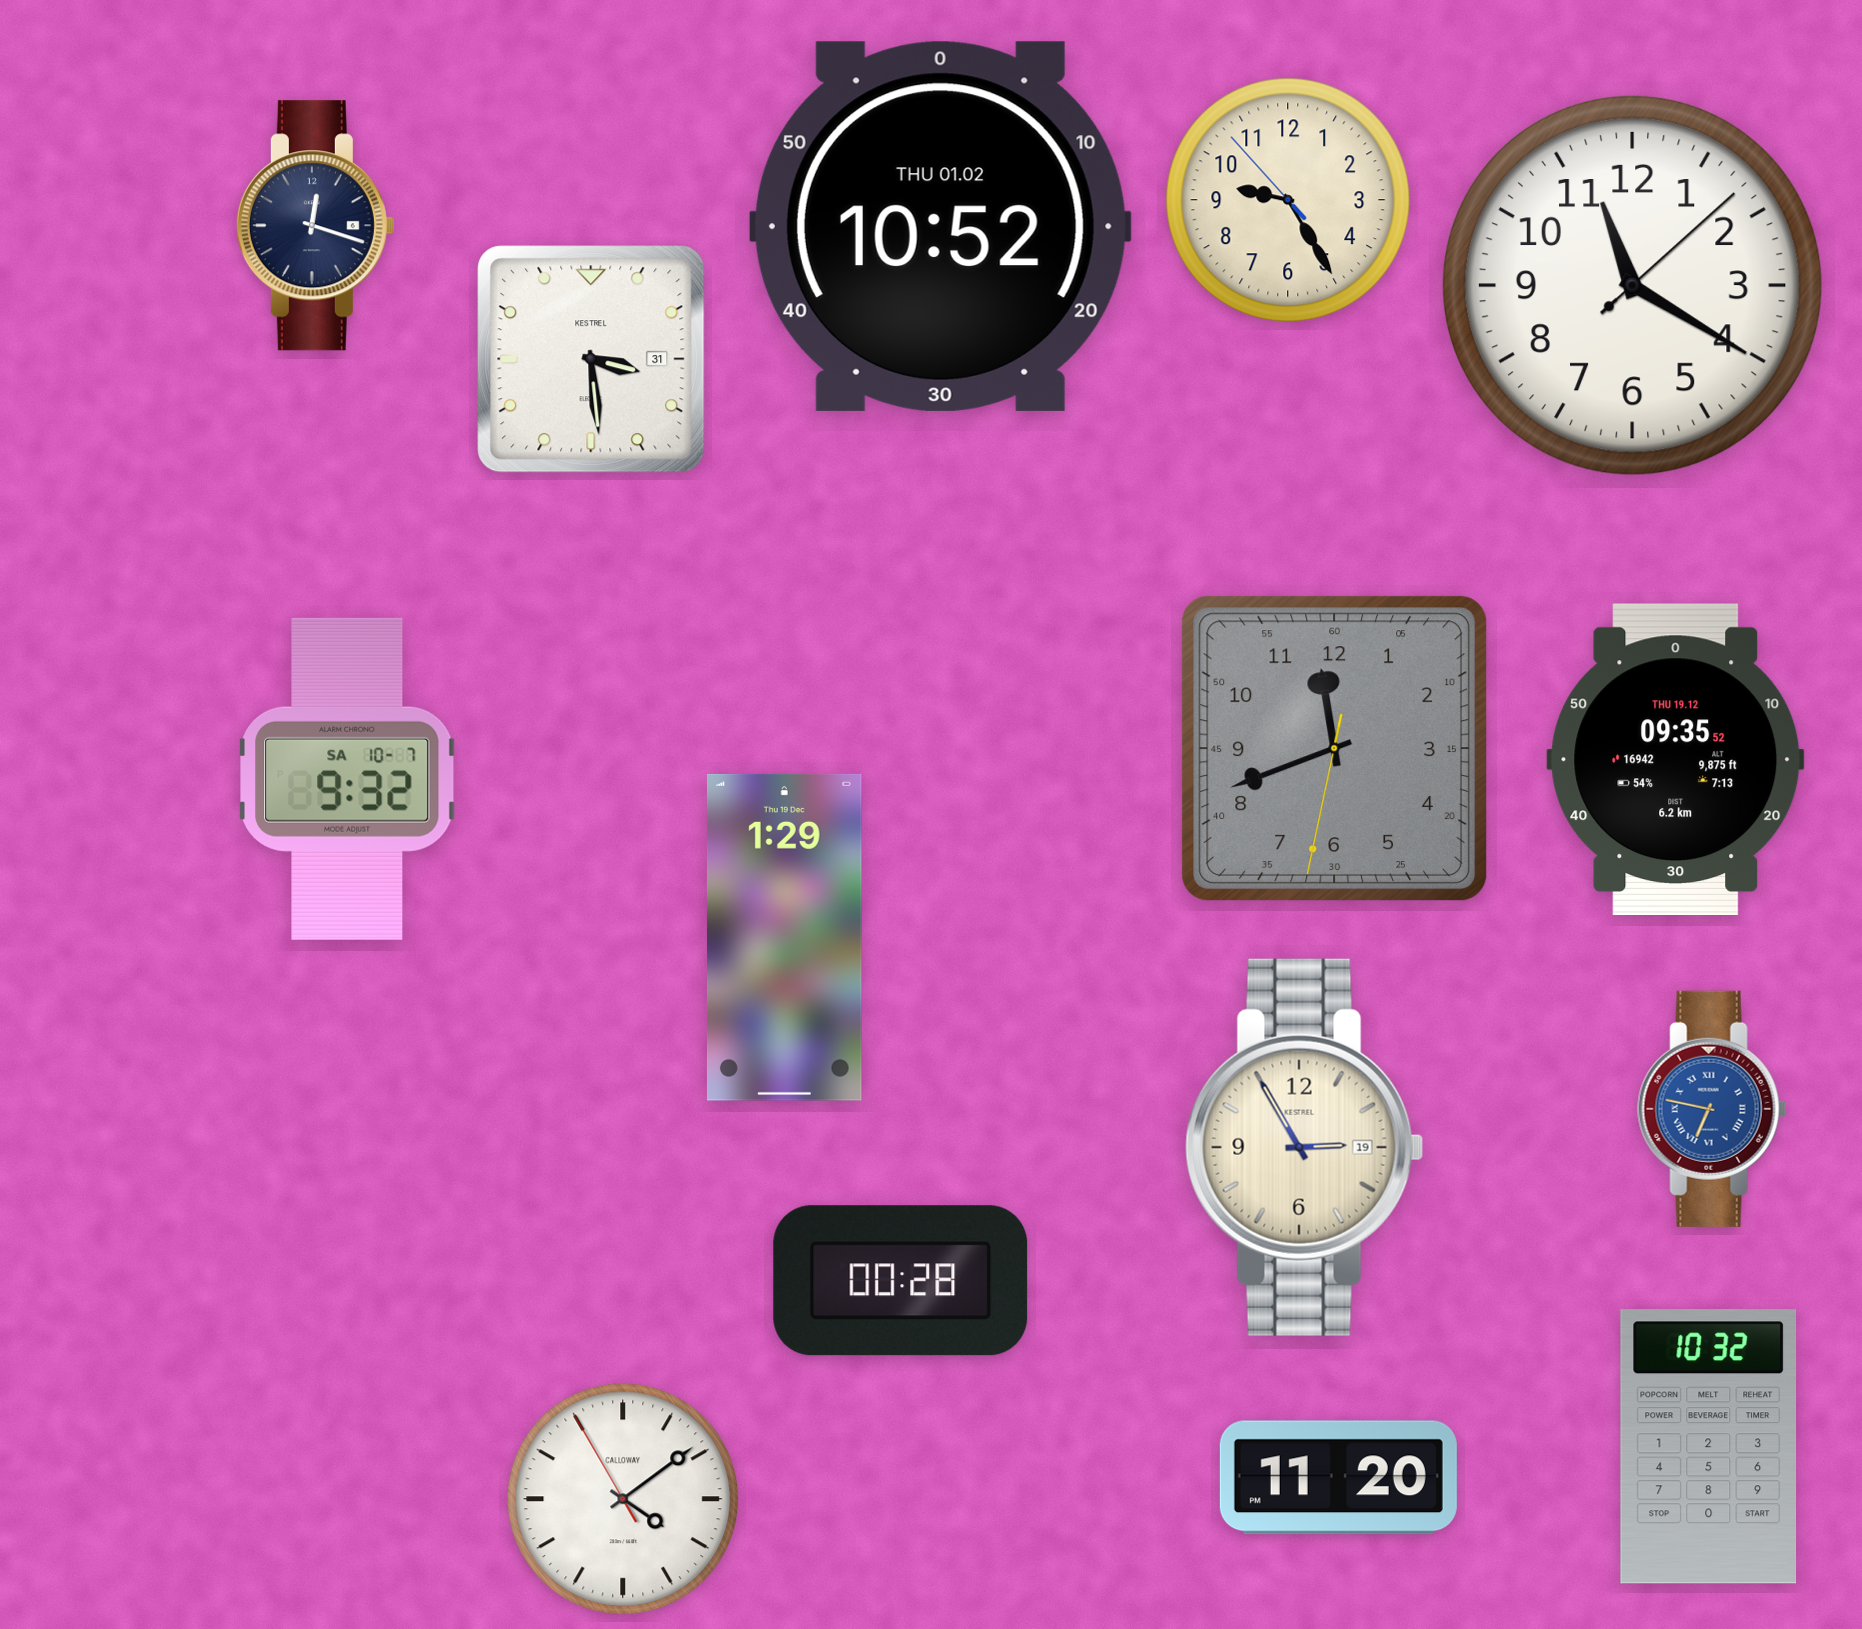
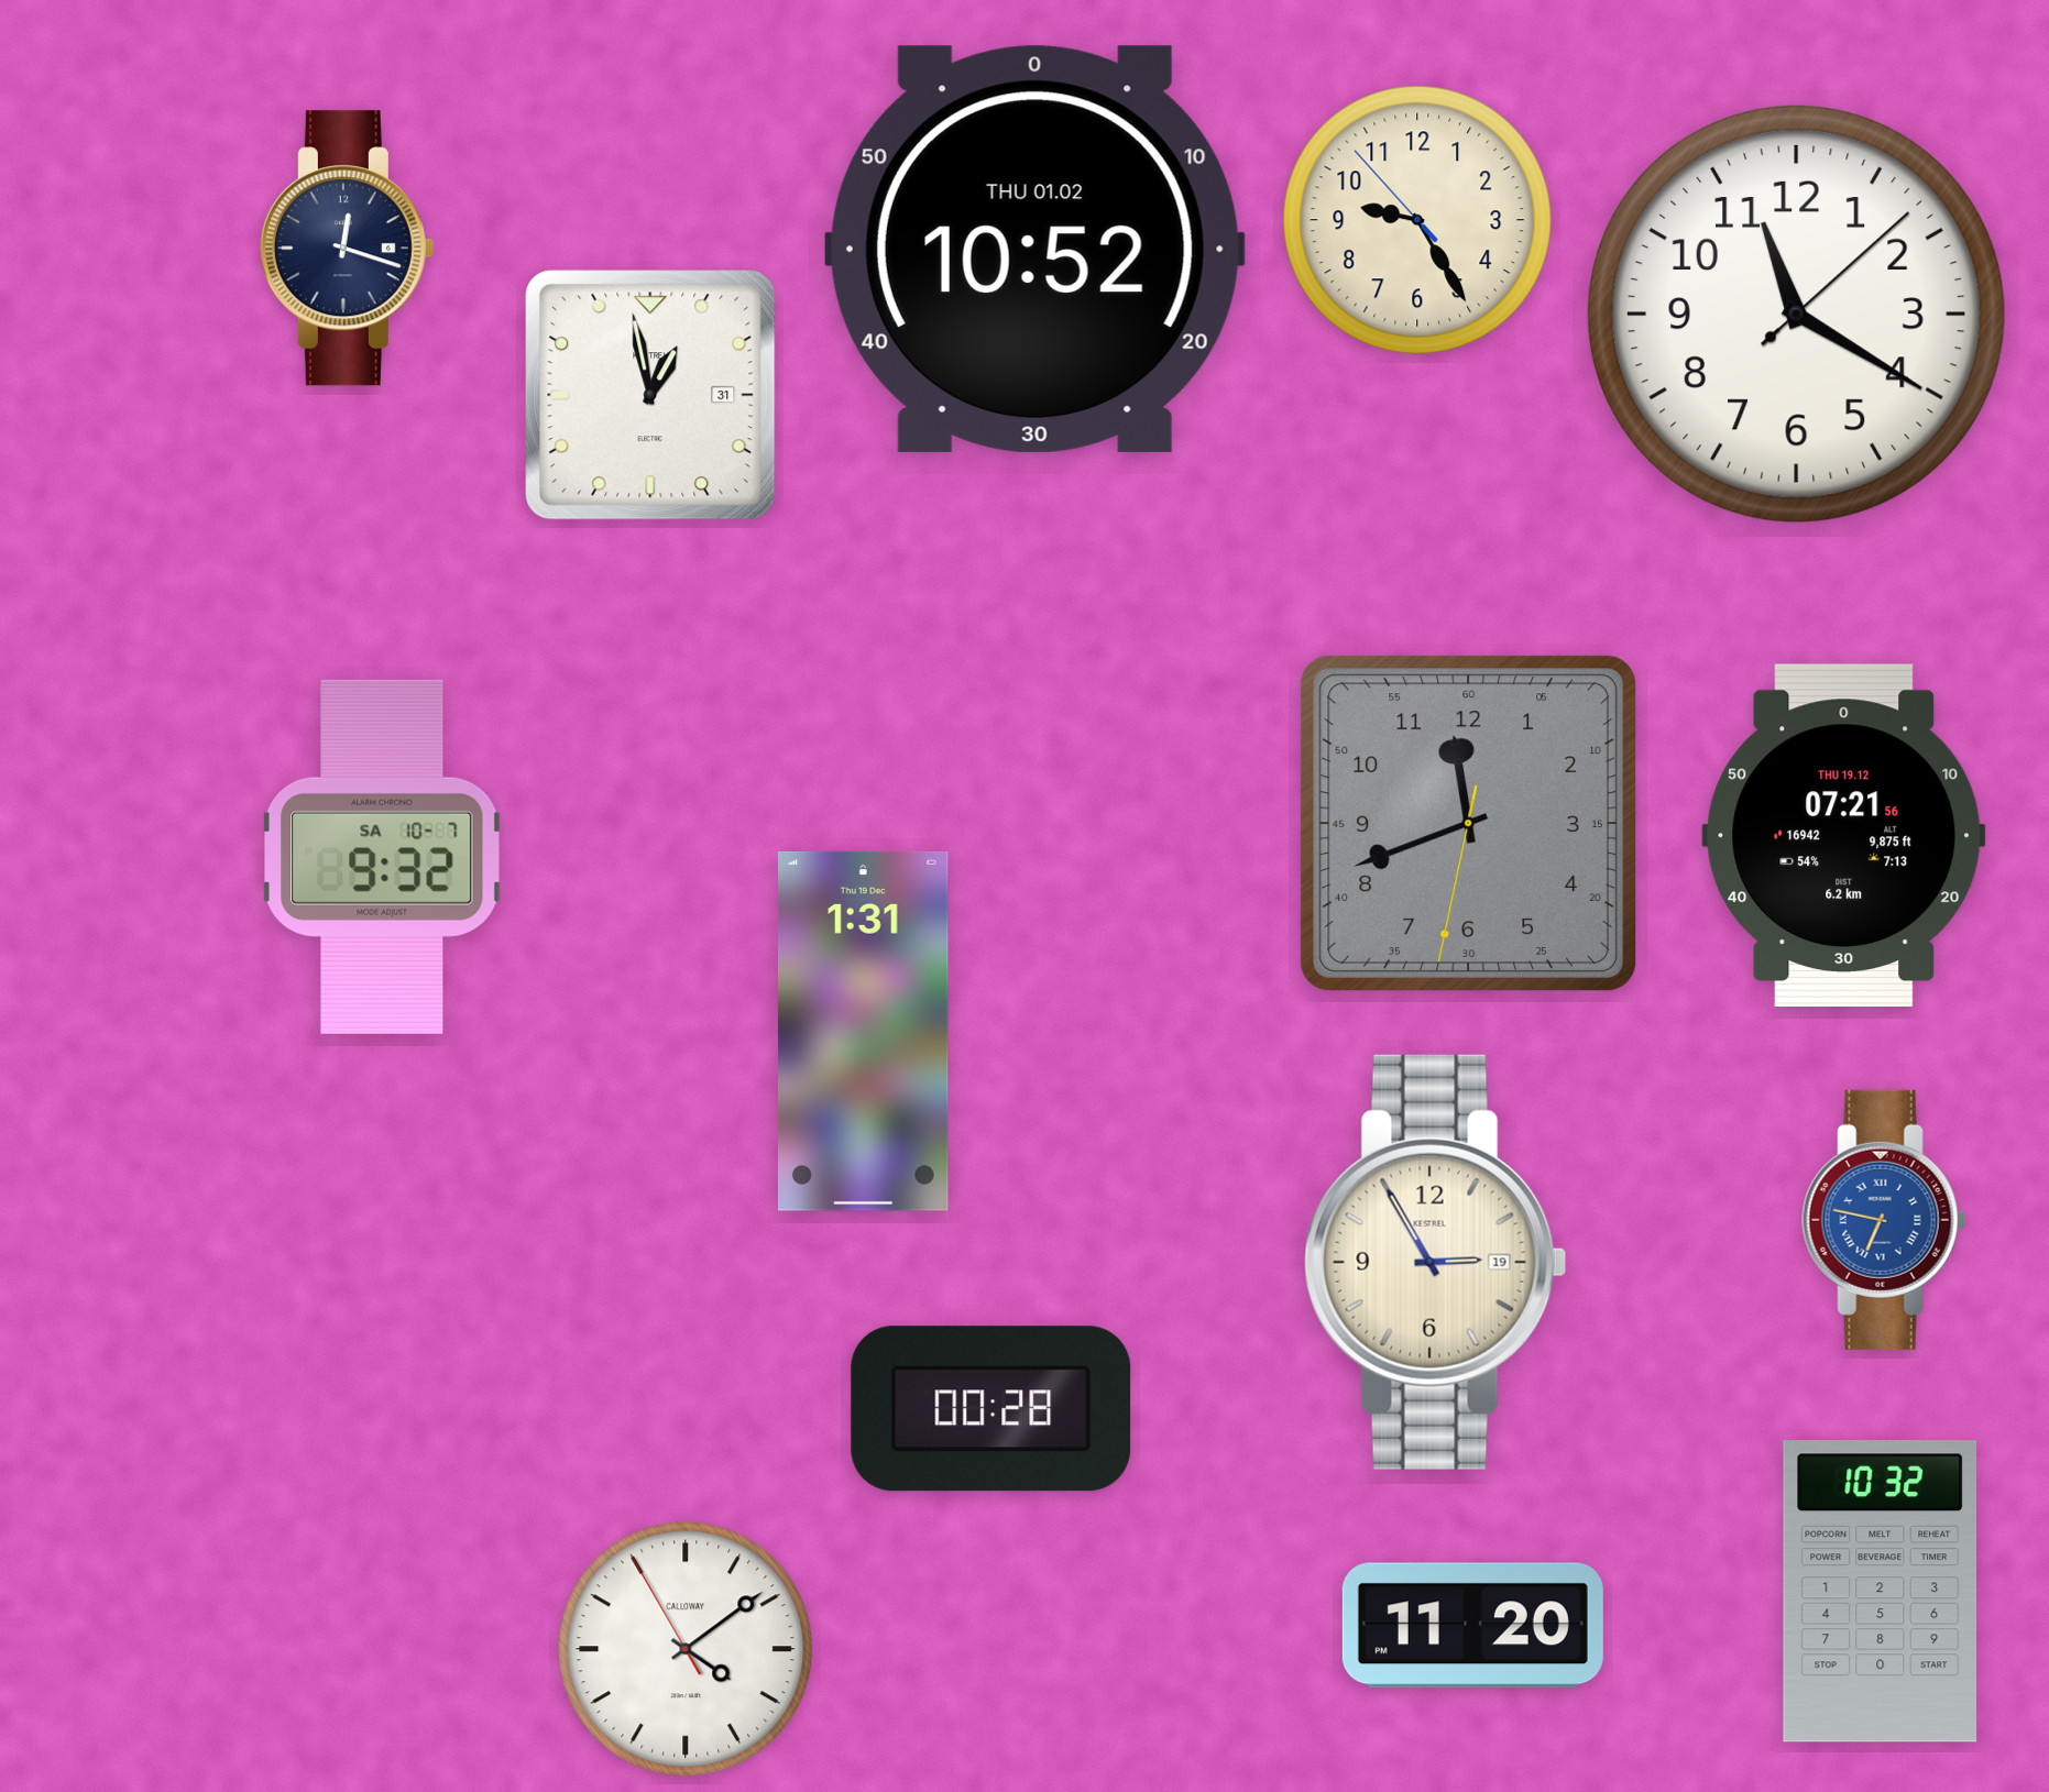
clock at (591, 359): 3:29 -> 12:58
clock at (1676, 759): 09:35 -> 07:21
clock at (784, 937): 1:29 -> 1:31
